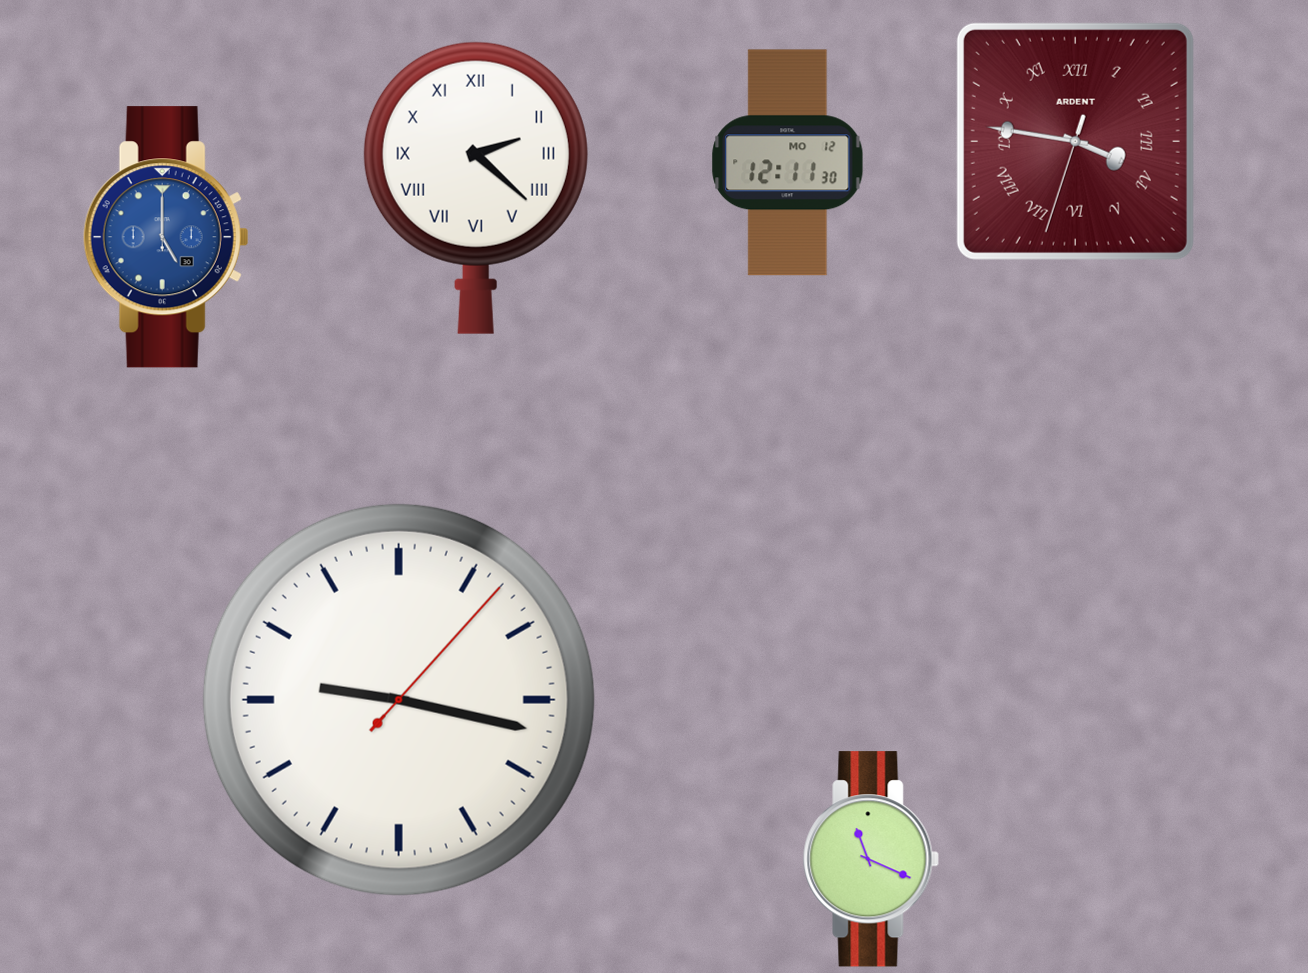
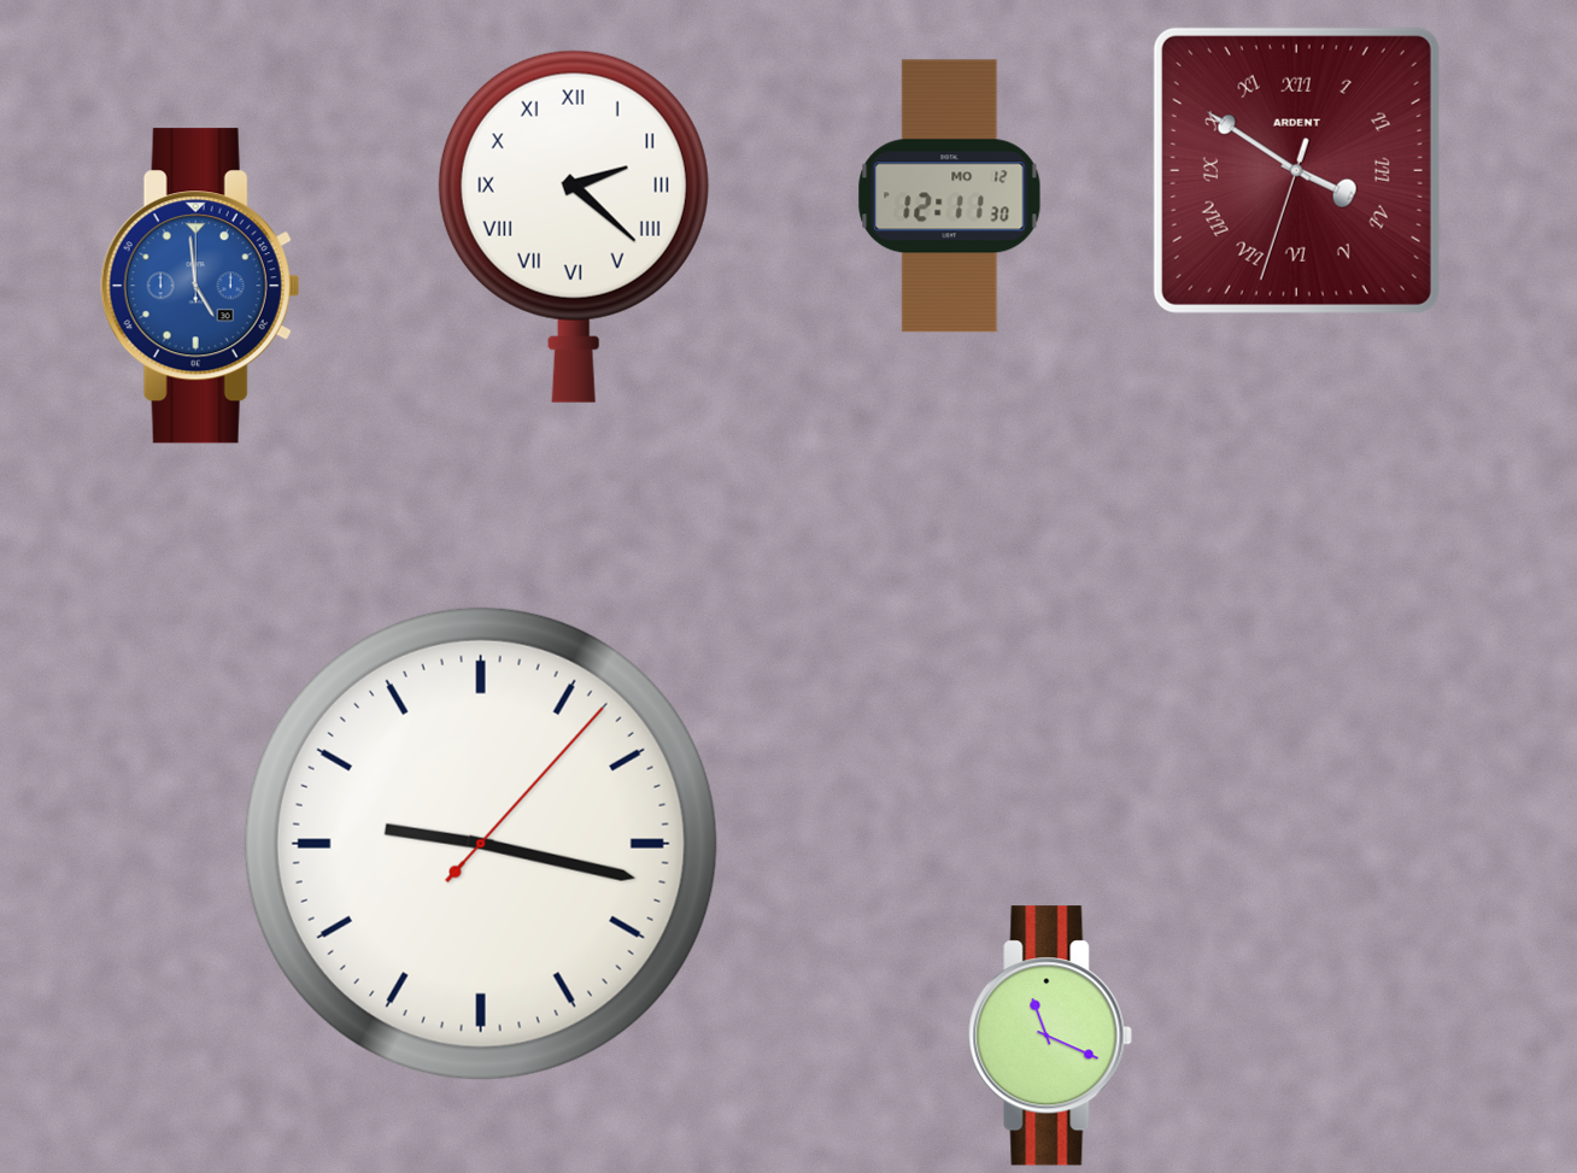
clock at (1075, 141): 3:46 -> 3:50
clock at (166, 237): 5:00 -> 4:59
